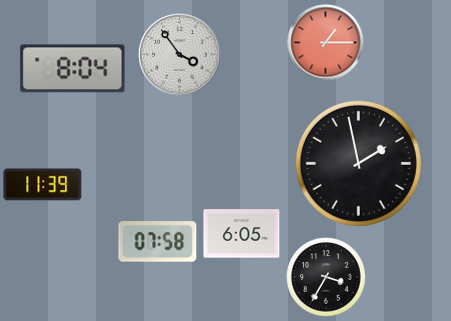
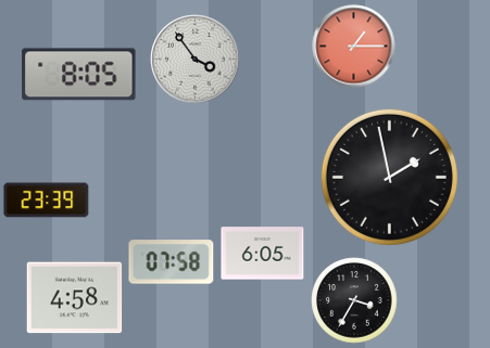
clock at (73, 69): 8:04 -> 8:05
clock at (43, 185): 11:39 -> 23:39
clock at (75, 298): none -> 4:58
